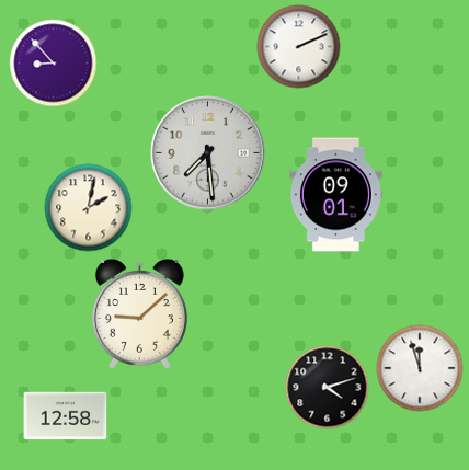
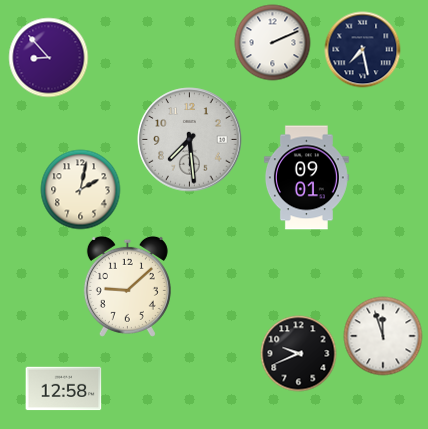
clock at (363, 50): none -> 7:28
clock at (328, 388): 4:12 -> 9:41
clock at (66, 416) position: (66, 416) -> (64, 389)
